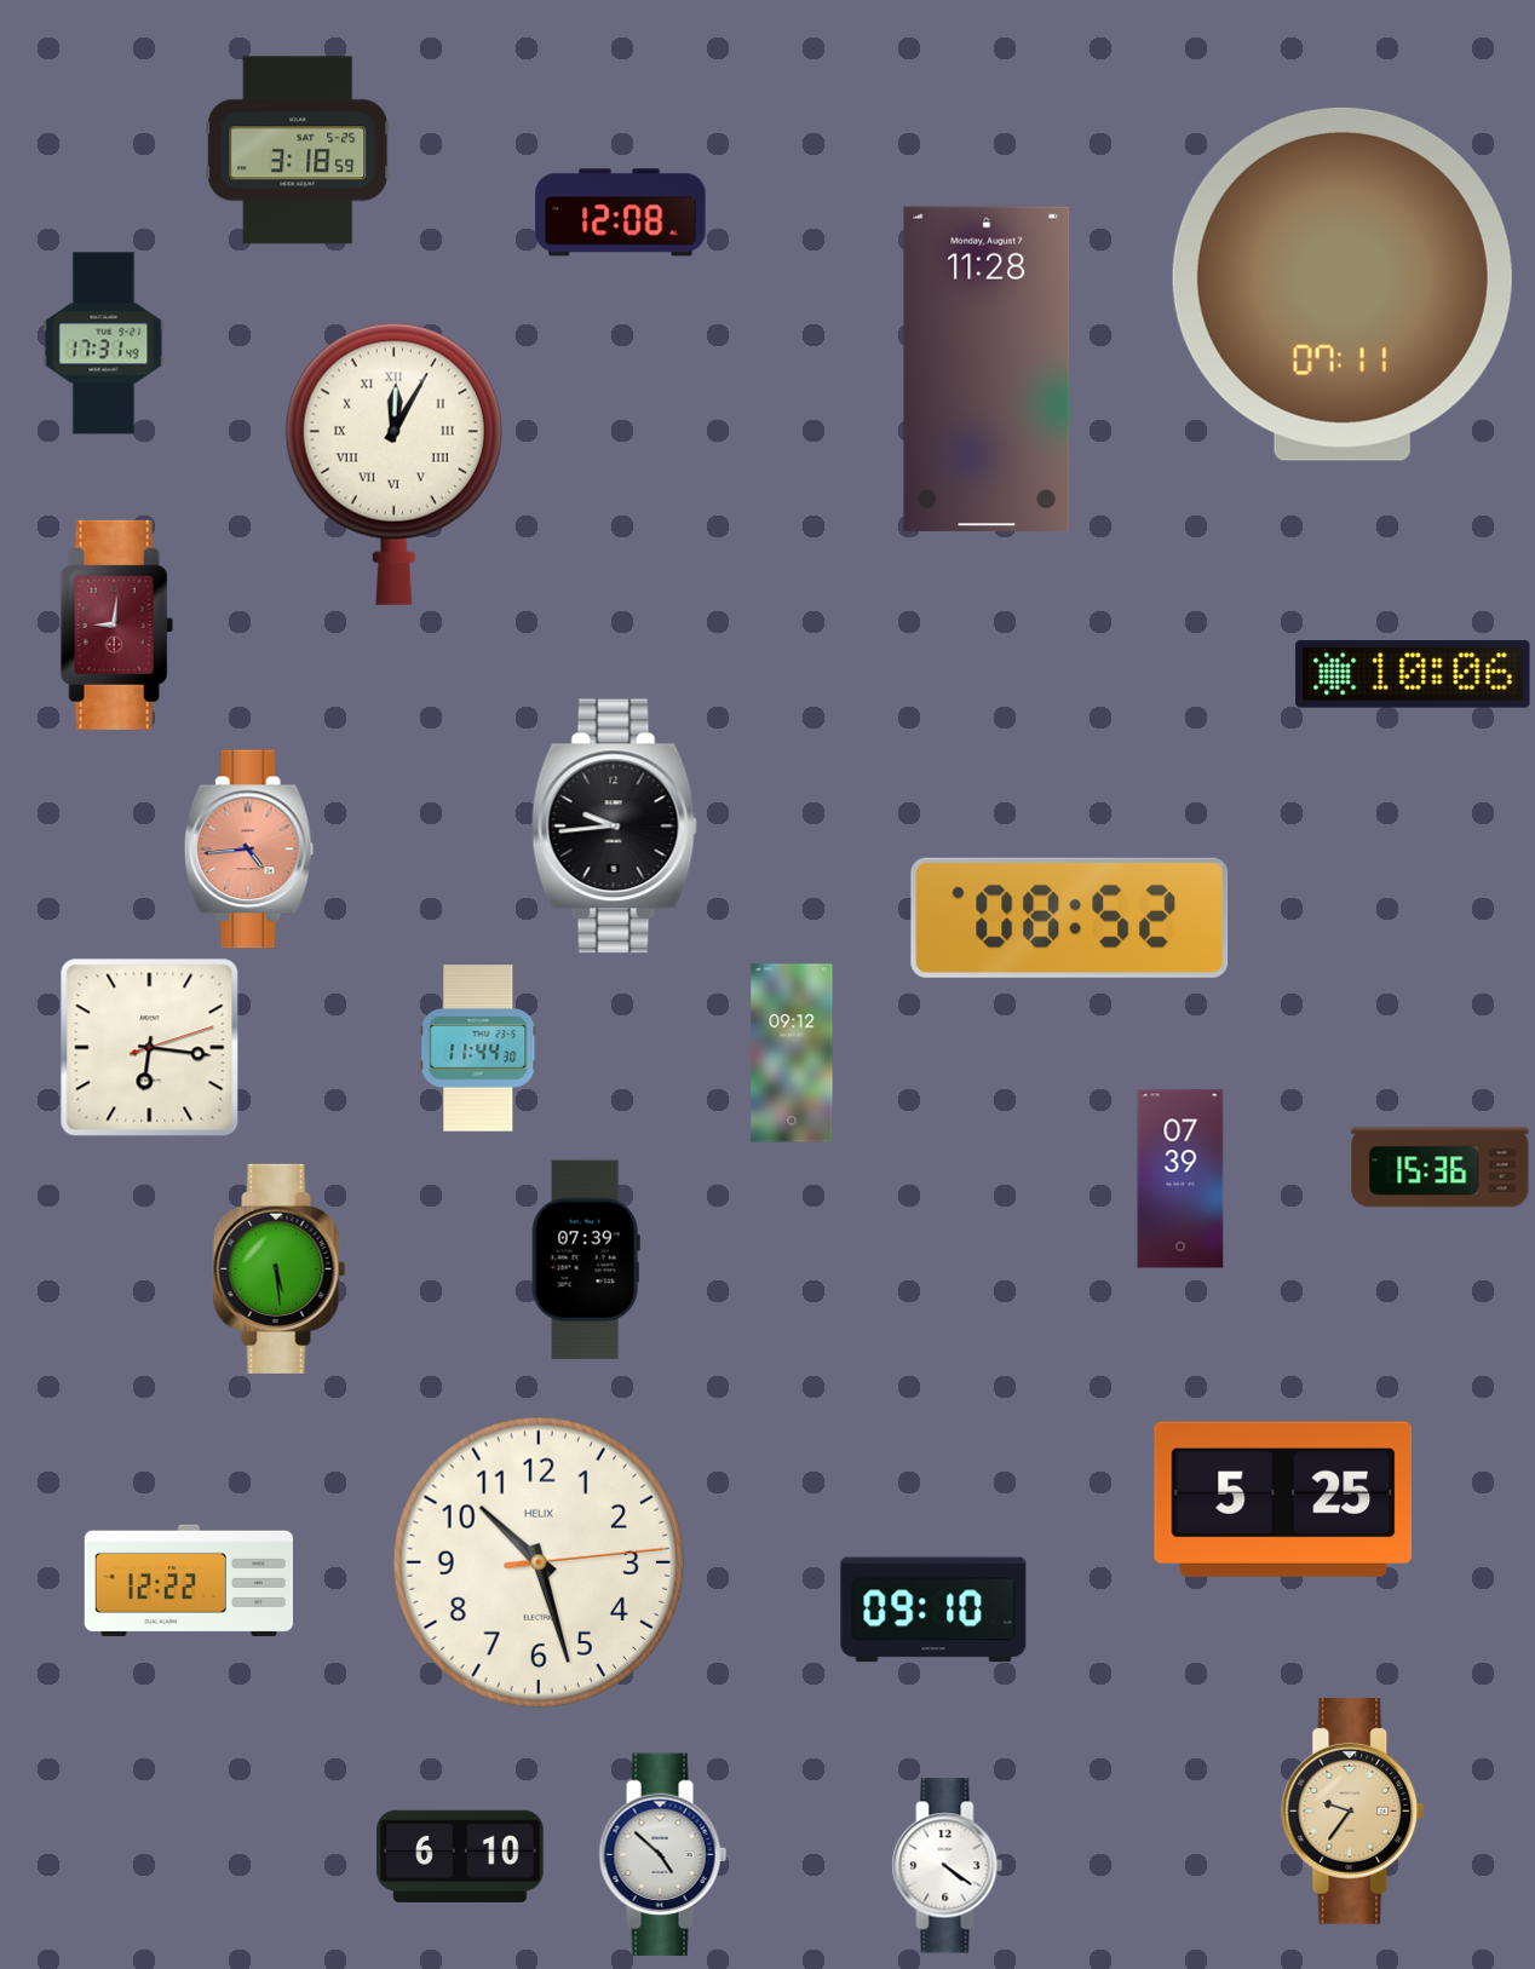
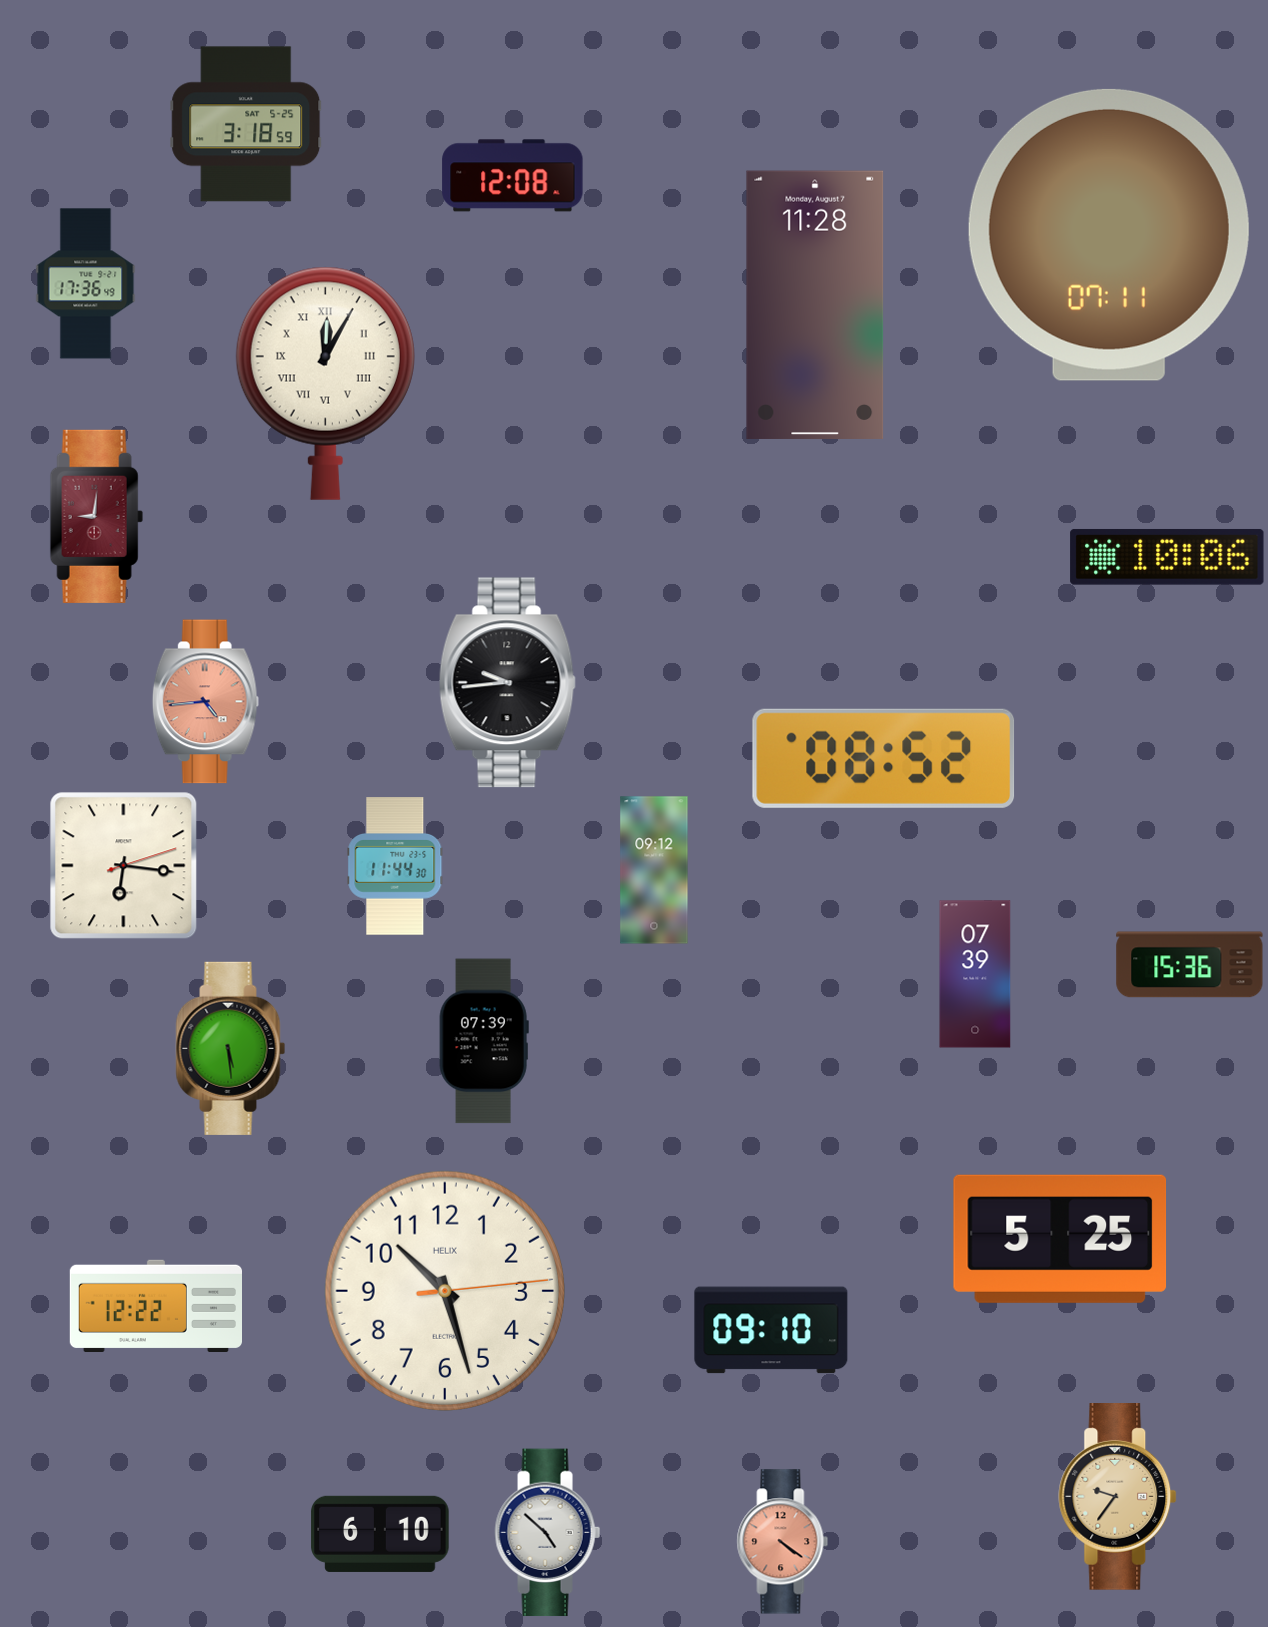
clock at (104, 344): 17:31 -> 17:36
clock at (948, 1866) dial: white -> salmon
